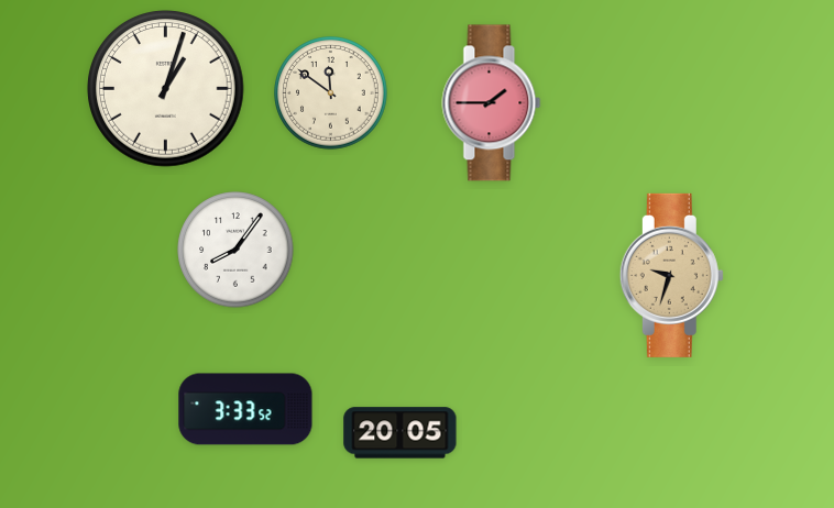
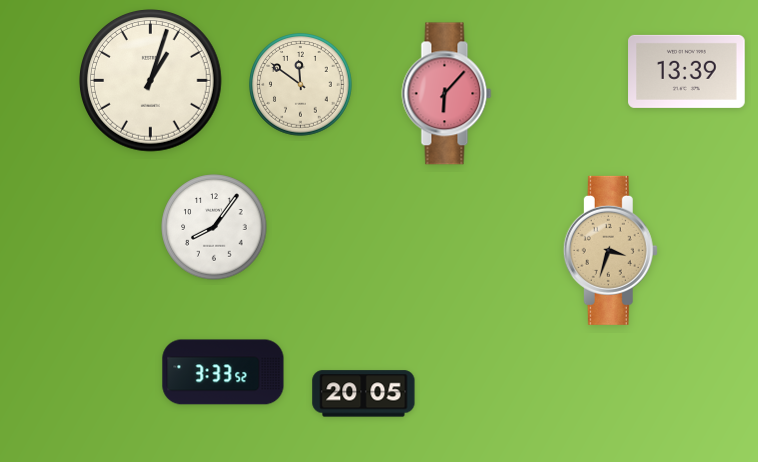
clock at (687, 71): none -> 13:39
clock at (492, 103): 1:45 -> 6:07
clock at (671, 275): 9:33 -> 3:33
